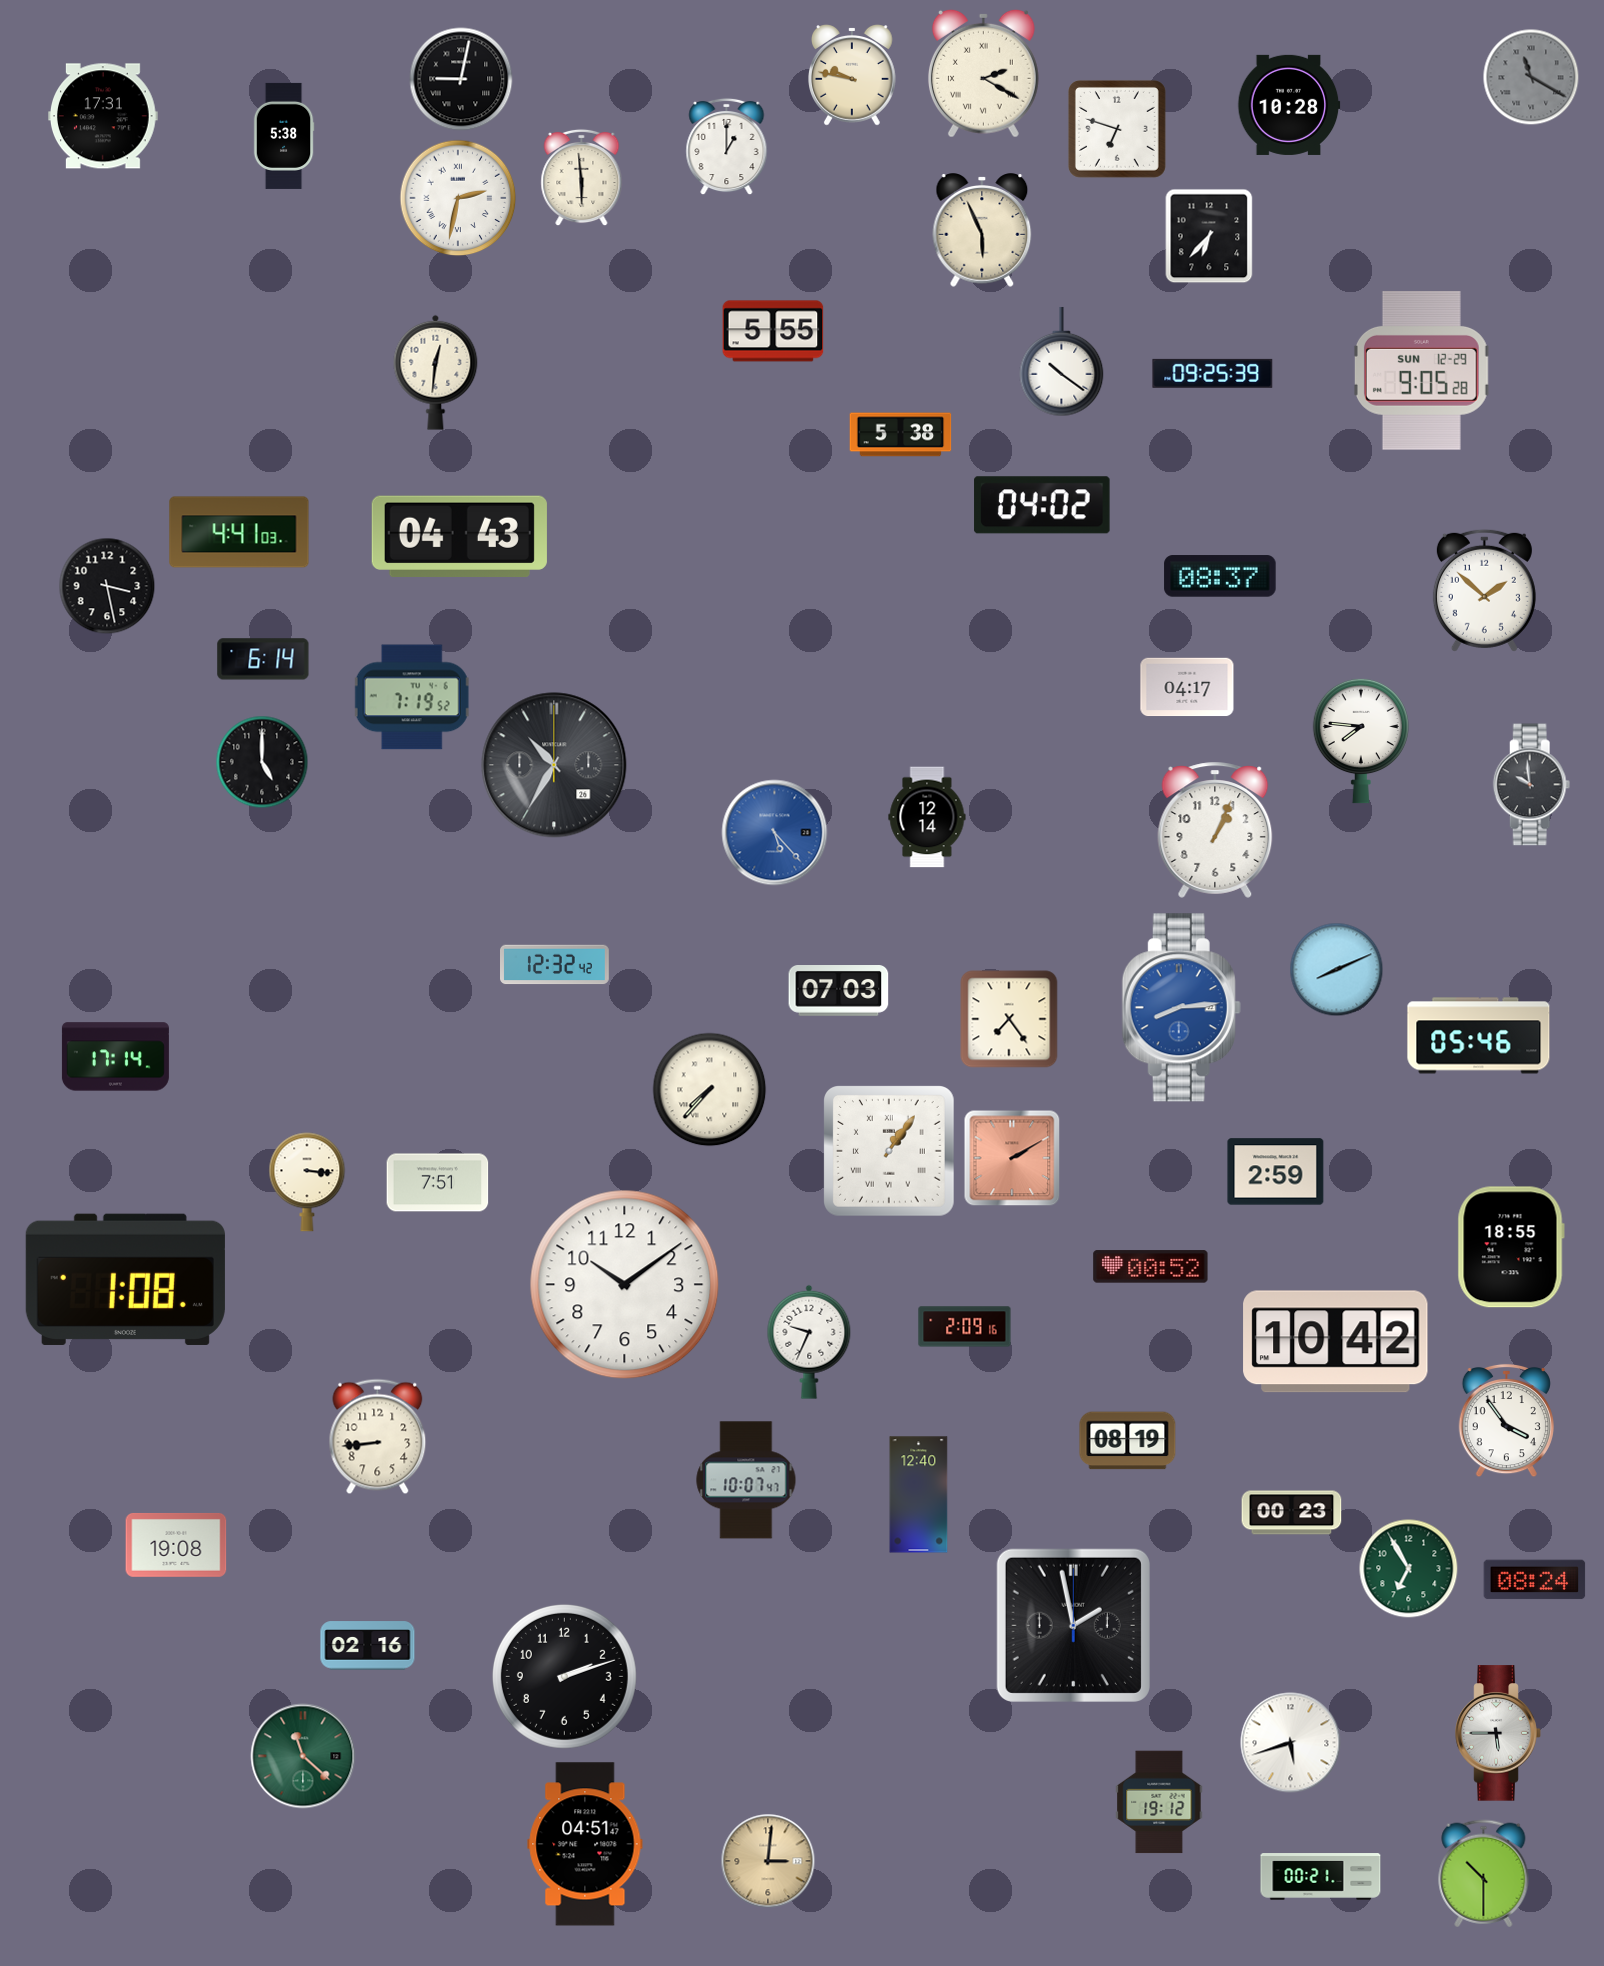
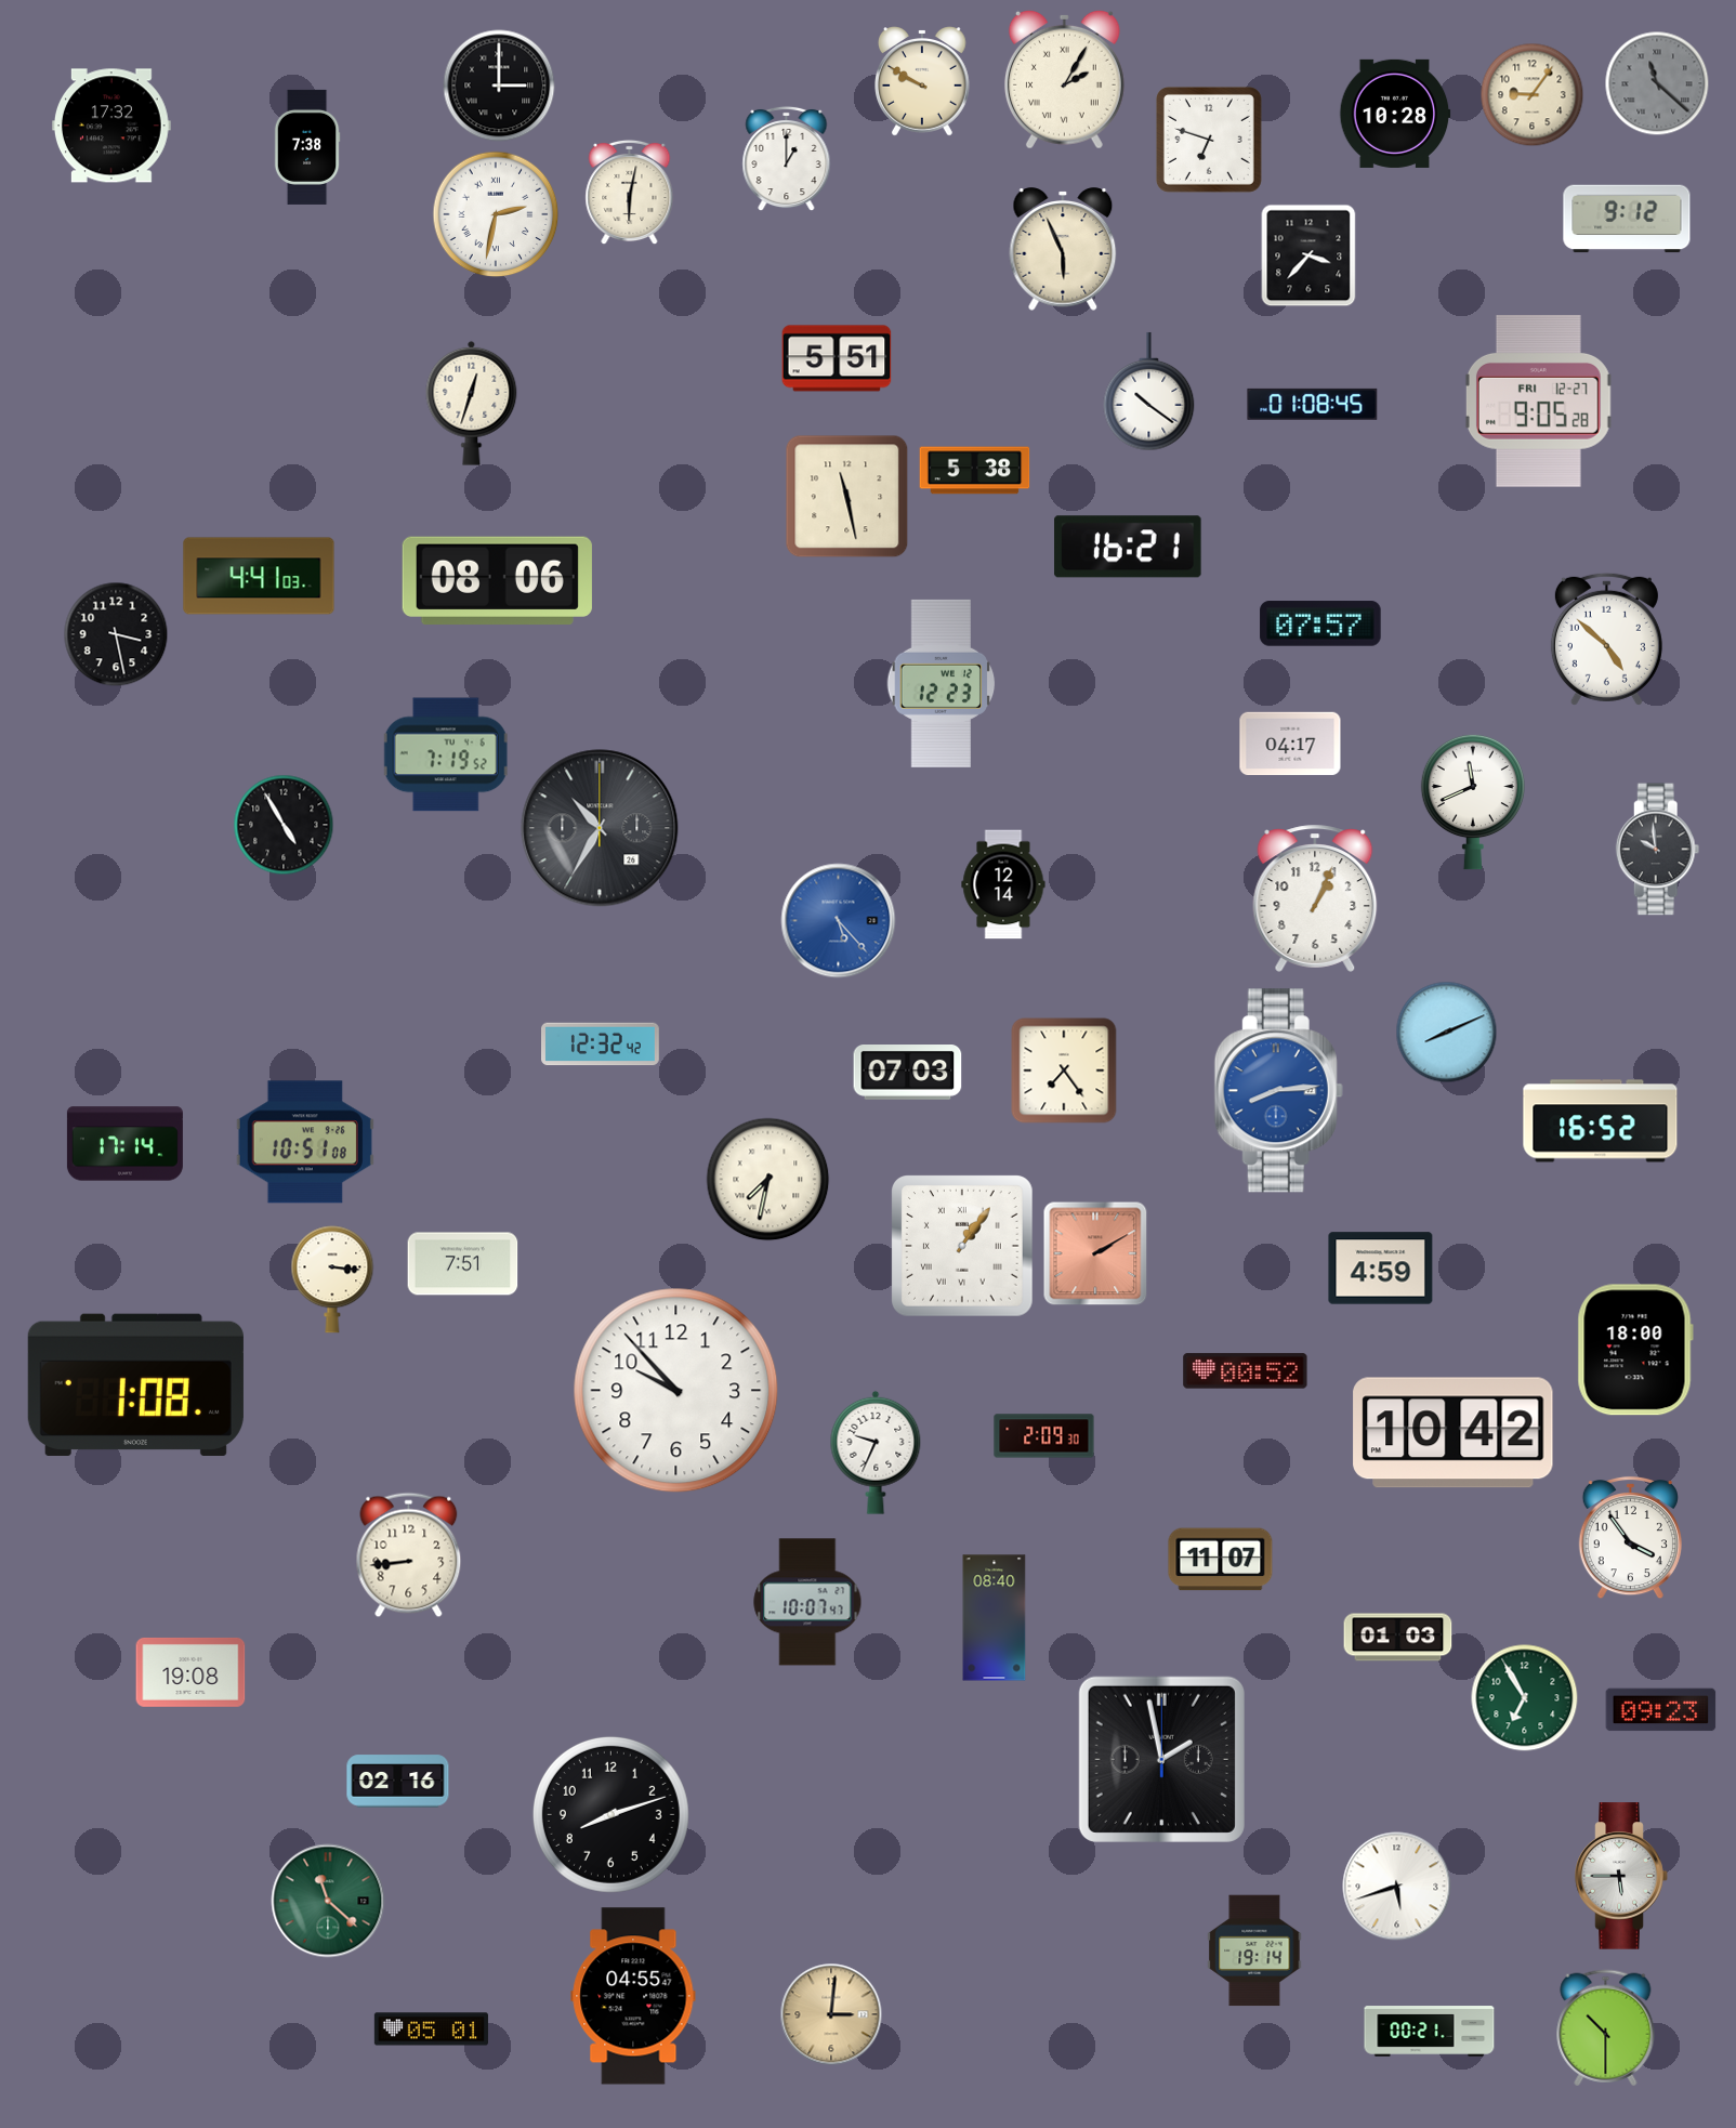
clock at (983, 73): 2:20 -> 2:05
clock at (853, 75): 9:47 -> 9:50
clock at (1531, 77): 11:20 -> 11:22
clock at (461, 79): 9:02 -> 3:00
clock at (1533, 95): none -> 9:06
clock at (104, 116): 17:31 -> 17:32
clock at (284, 136): 5:38 -> 7:38
clock at (582, 178): 5:59 -> 6:02
clock at (1627, 219): none -> 9:12
clock at (1209, 236): 6:37 -> 3:37
clock at (773, 331): 5:55 -> 5:51
clock at (1421, 371) date: SUN 12-29 -> FRI 12-27
clock at (436, 372): 12:31 -> 12:33
clock at (1213, 373): 09:25 -> 01:08
clock at (847, 497): none -> 11:28
clock at (1042, 505): 04:02 -> 16:21
clock at (459, 536): 04:43 -> 08:06
clock at (1220, 576): 08:37 -> 07:57
clock at (1484, 590): 1:52 -> 4:52
clock at (942, 683): none -> 12:23
clock at (263, 659): 6:14 -> none
clock at (1187, 687) position: (1187, 687) -> (1290, 744)
clock at (1361, 741): 7:46 -> 11:41
clock at (262, 762): 5:00 -> 4:55
clock at (775, 833) position: (775, 833) -> (839, 921)
clock at (1337, 970) position: (1337, 970) -> (1447, 1033)
clock at (1009, 1019) position: (1009, 1019) -> (1064, 1070)
clock at (1479, 1036): 05:46 -> 16:52
clock at (305, 1142): none -> 10:51
clock at (710, 1090): 7:37 -> 7:32
clock at (1276, 1172): 2:59 -> 4:59
clock at (438, 1183) position: (438, 1183) -> (463, 1264)
clock at (1511, 1247): 18:55 -> 18:00
clock at (625, 1285): 10:09 -> 9:53
clock at (965, 1327): 2:09:16 -> 2:09:30
clock at (1336, 1342) position: (1336, 1342) -> (1454, 1433)
clock at (1128, 1441): 08:19 -> 11:07
clock at (919, 1495): 12:40 -> 08:40
clock at (1292, 1513): 00:23 -> 01:03
clock at (1535, 1580): 08:24 -> 09:23
clock at (564, 1676): 2:12 -> 8:12
clock at (1159, 1802): 19:12 -> 19:14
clock at (585, 1844): 04:51 -> 04:55
clock at (431, 2030): none -> 05:01
